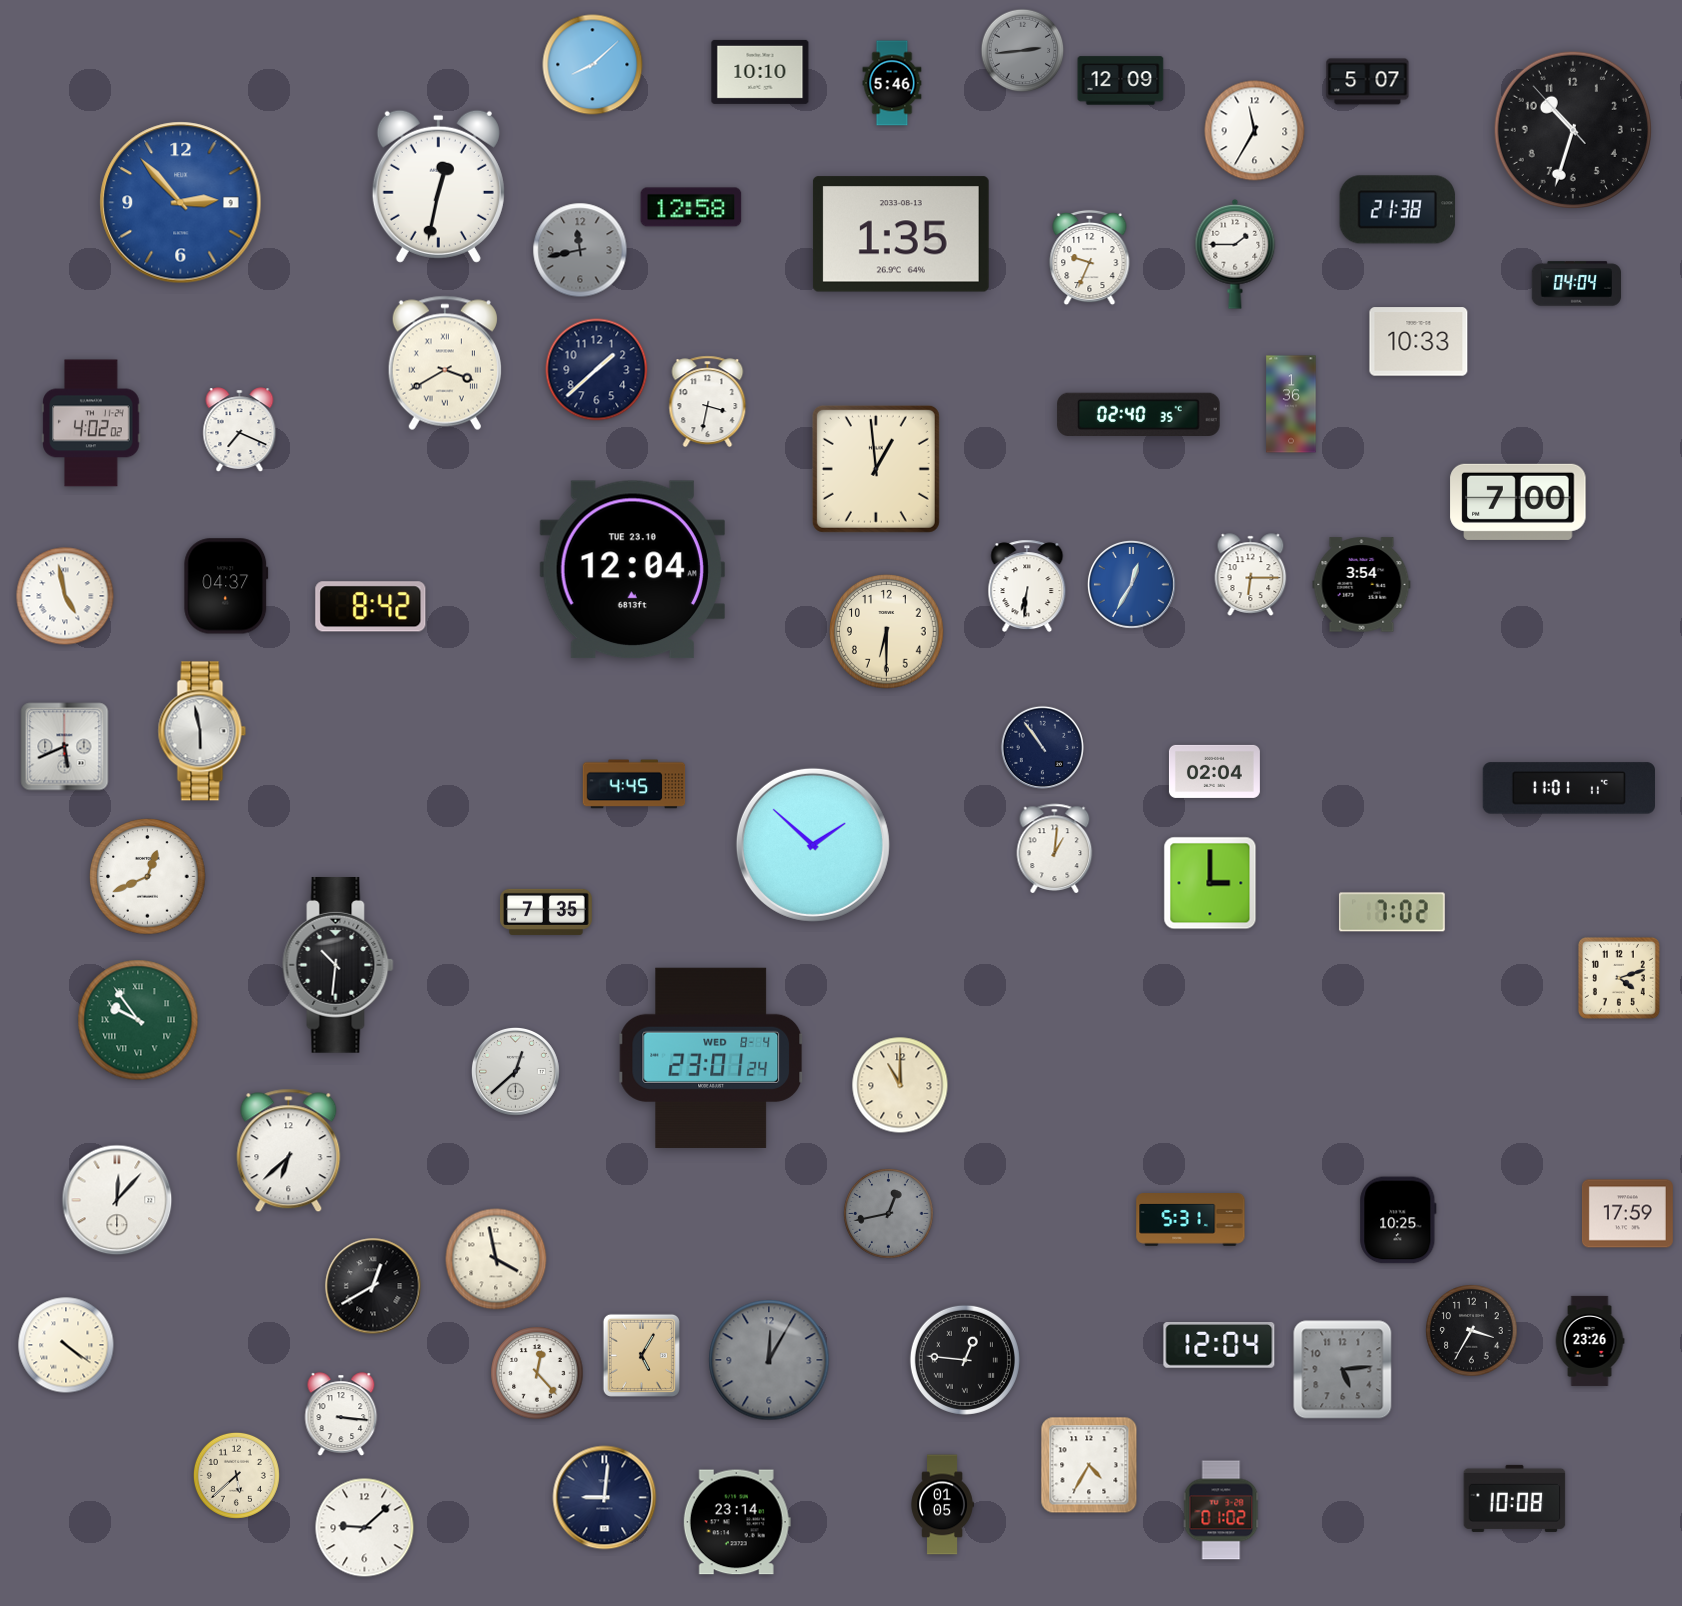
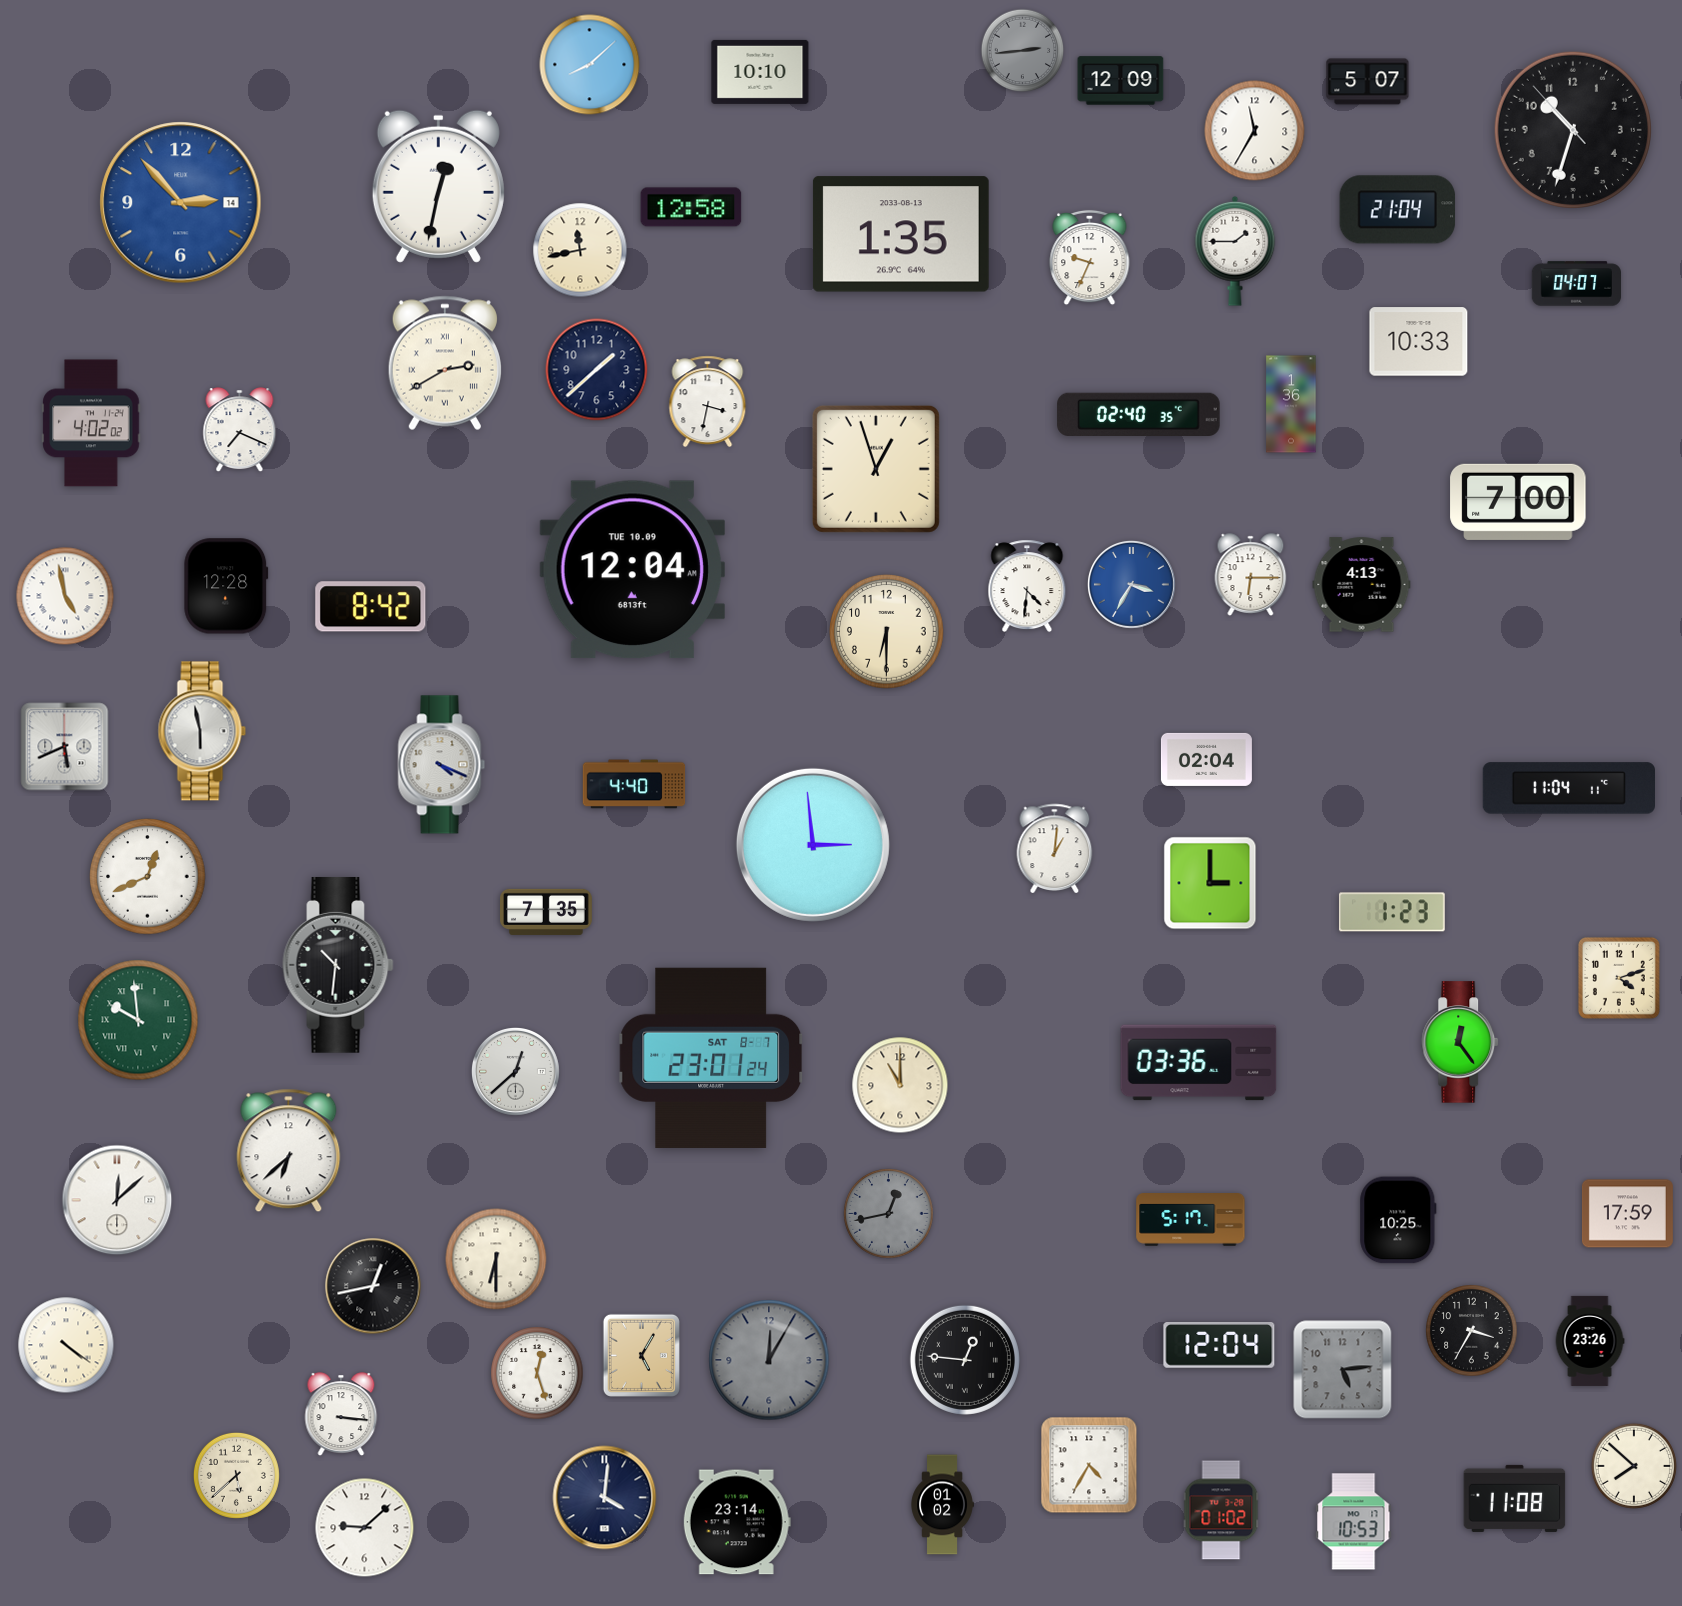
clock at (593, 65) position: (593, 65) -> (590, 65)
clock at (892, 83): 5:46 -> none
clock at (181, 203) date: 9 -> 14
clock at (1398, 210): 21:38 -> 21:04
clock at (580, 250) dial: grey -> cream
clock at (1235, 254) position: (1235, 254) -> (1235, 251)
clock at (1576, 284): 04:04 -> 04:07
clock at (445, 363): 3:40 -> 2:40
clock at (876, 469): 12:59 -> 12:57
clock at (632, 570) date: TUE 23.10 -> TUE 10.09
clock at (1132, 585): 12:35 -> 3:35
clock at (1362, 585): 3:54 -> 4:13
clock at (226, 586): 04:37 -> 12:28
clock at (1027, 586): 6:31 -> 4:31
clock at (1042, 747): 10:54 -> none
clock at (442, 765): none -> 4:19
clock at (1214, 771) position: (1214, 771) -> (1206, 759)
clock at (634, 784): 4:45 -> 4:40
clock at (1568, 788): 11:01 -> 11:04
clock at (813, 845): 1:52 -> 2:59
clock at (1392, 912): 7:02 -> 1:23
clock at (138, 1020): 9:54 -> 9:59
clock at (1461, 1042): none -> 12:24
clock at (712, 1058) date: WED 8-4 -> SAT 8-7
clock at (1199, 1063): none -> 03:36
clock at (117, 1200): 12:07 -> 12:08
clock at (1191, 1220): 5:31 -> 5:17
clock at (496, 1259): 3:58 -> 6:30
clock at (373, 1286): 12:40 -> 12:43
clock at (537, 1373): 12:23 -> 12:27
clock at (1634, 1466): none -> 7:52
clock at (605, 1498): 9:01 -> 4:01
clock at (1515, 1498): 10:08 -> 11:08
clock at (942, 1505): 01:05 -> 01:02
clock at (1354, 1522): none -> 10:53
